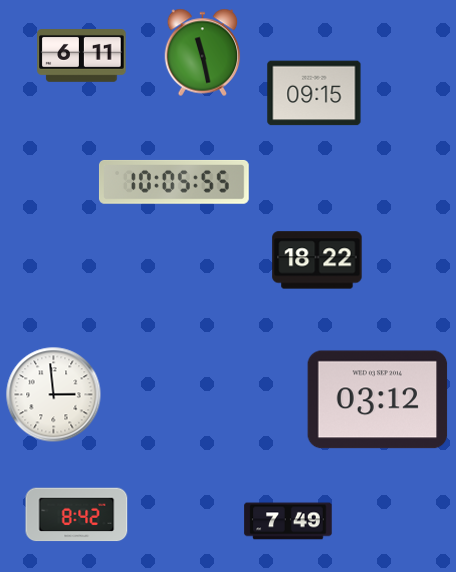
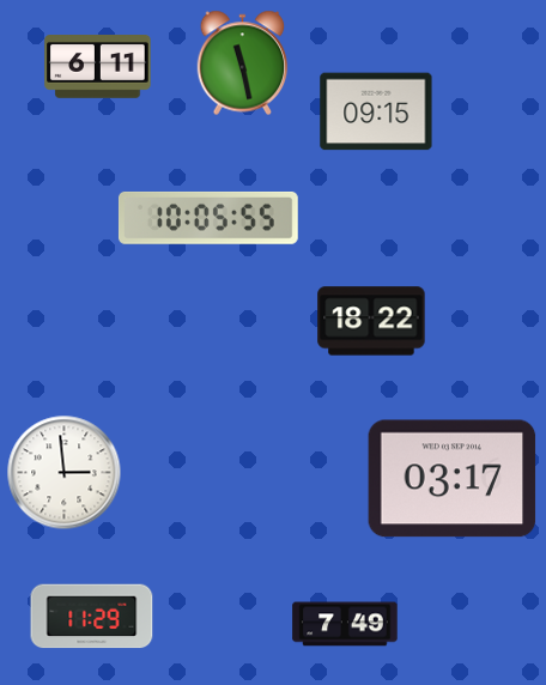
clock at (317, 260) position: (317, 260) -> (371, 321)
clock at (378, 400): 03:12 -> 03:17
clock at (77, 515): 8:42 -> 11:29
